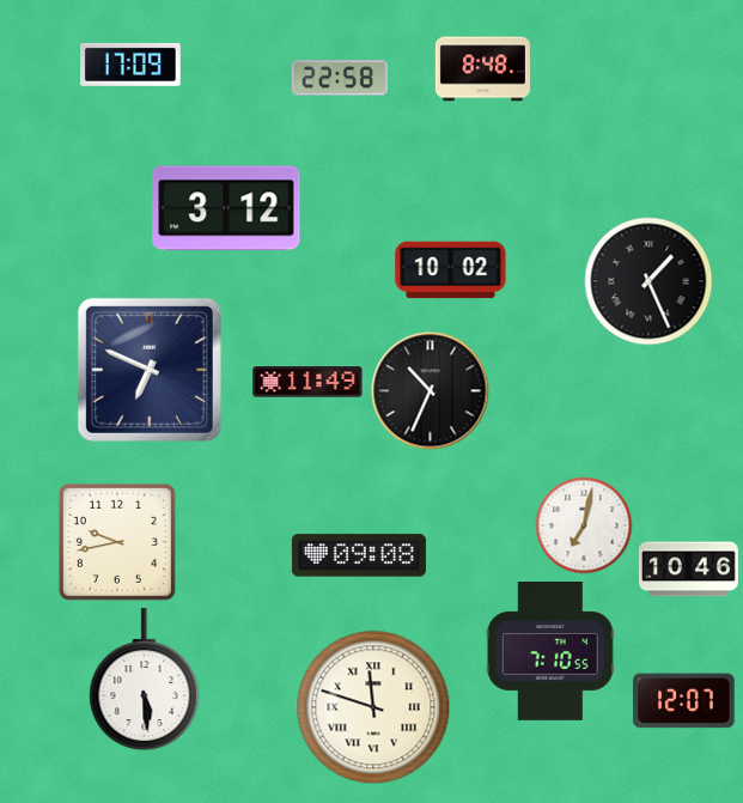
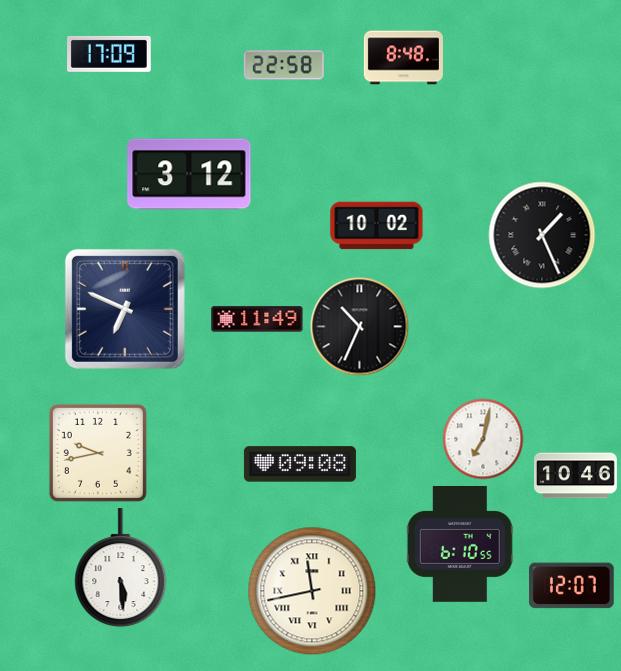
clock at (584, 525) position: (584, 525) -> (483, 439)
clock at (550, 652): 7:10 -> 6:10
clock at (373, 707): 11:48 -> 11:43
